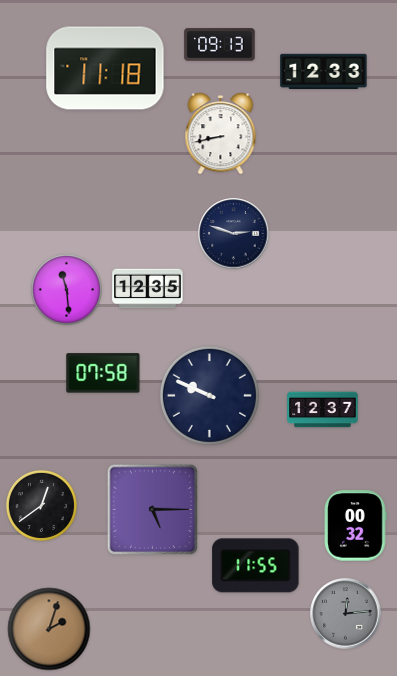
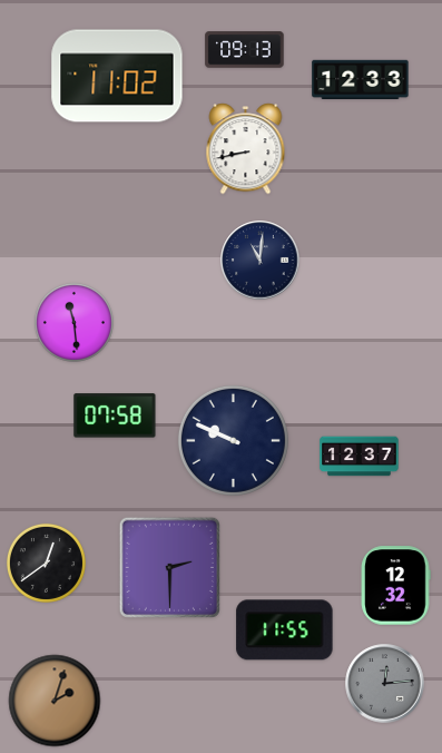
clock at (105, 68): 11:18 -> 11:02
clock at (234, 234): 2:48 -> 11:01
clock at (148, 289): 12:35 -> none
clock at (152, 509): 5:15 -> 2:30
clock at (355, 526): 00:32 -> 12:32
